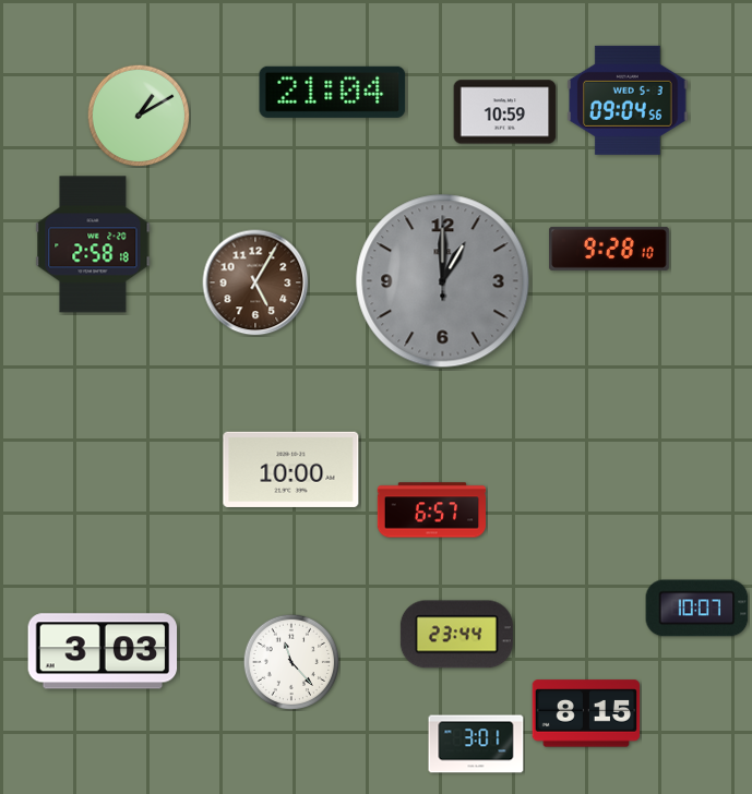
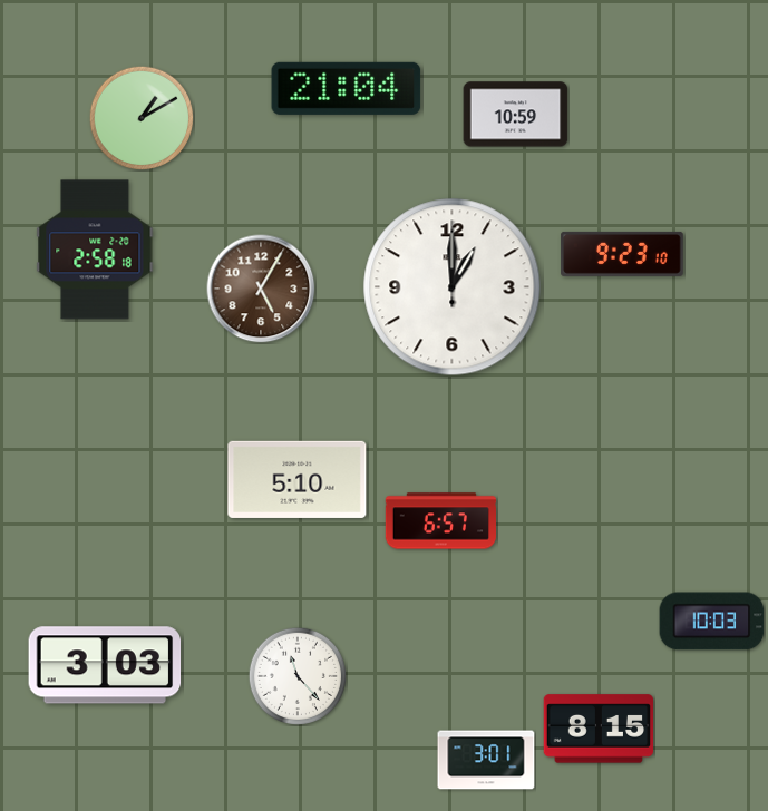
clock at (333, 92) position: (333, 92) -> (347, 88)
clock at (628, 100): 09:04 -> none
clock at (609, 249): 9:28 -> 9:23
clock at (443, 281) dial: grey -> white
clock at (291, 469): 10:00 -> 5:10
clock at (697, 609): 10:07 -> 10:03
clock at (456, 635): 23:44 -> none
